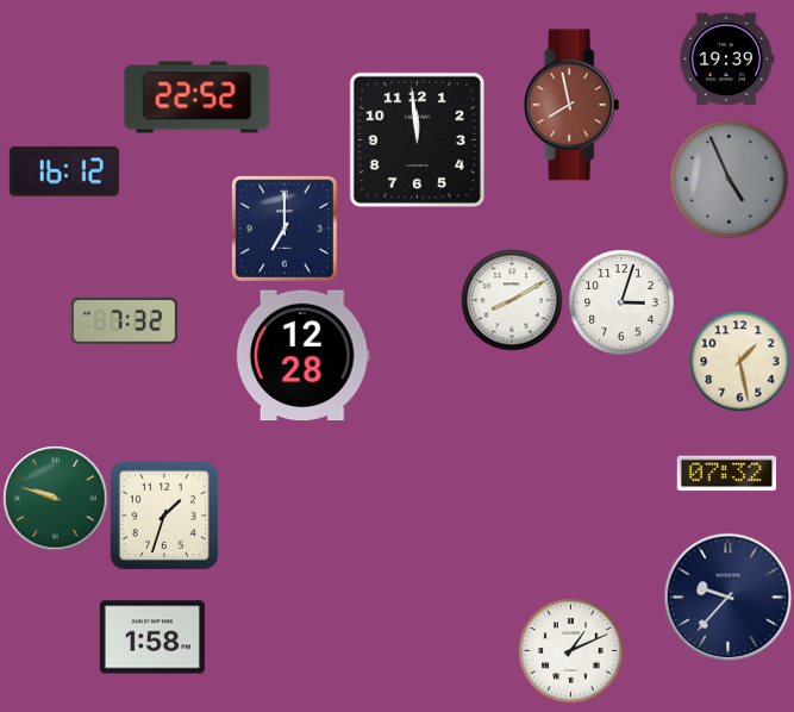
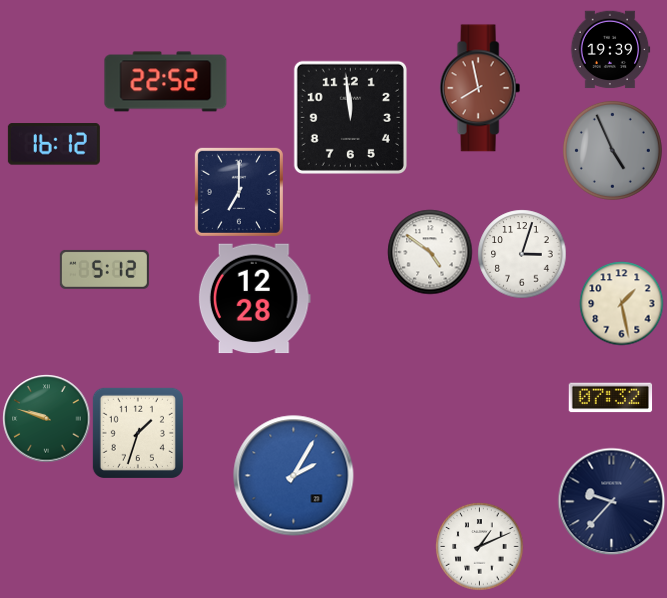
clock at (512, 300): 8:10 -> 4:51
clock at (124, 320): 7:32 -> 5:12
clock at (294, 476): none -> 2:05
clock at (152, 637): 1:58 -> none
